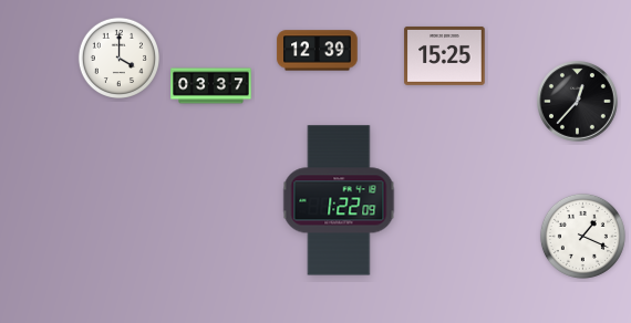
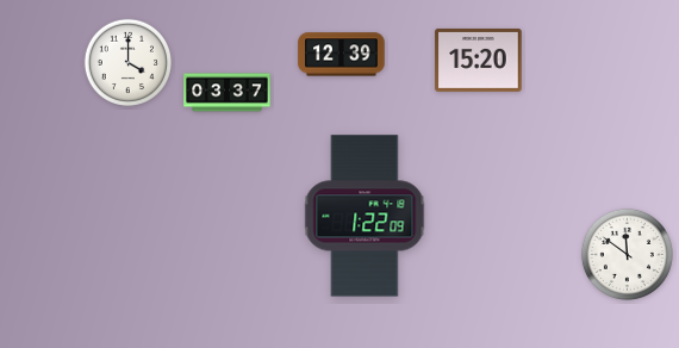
clock at (445, 55): 15:25 -> 15:20
clock at (578, 102): 12:37 -> none
clock at (582, 236): 1:19 -> 11:51
